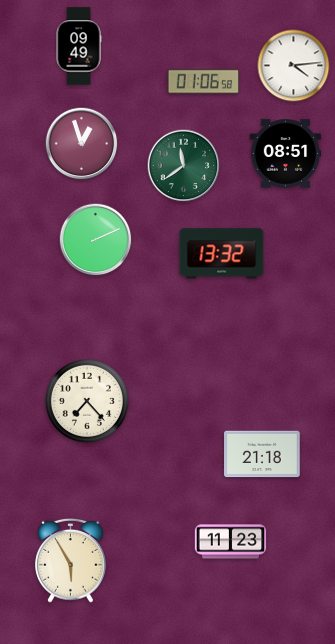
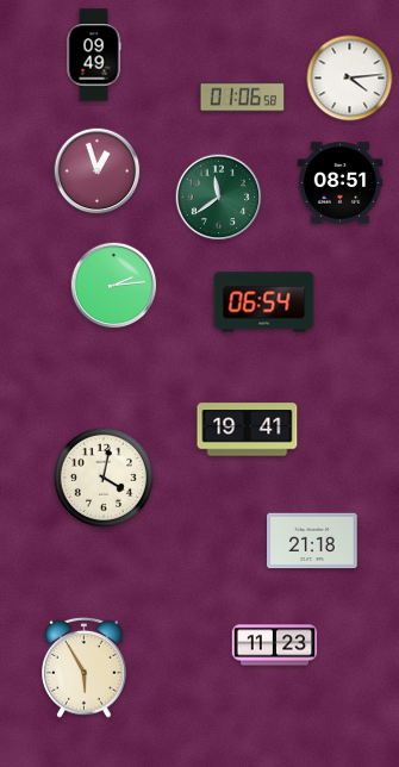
clock at (96, 240): 2:11 -> 2:14
clock at (222, 254): 13:32 -> 06:54
clock at (248, 430): none -> 19:41
clock at (87, 401): 7:23 -> 4:02
